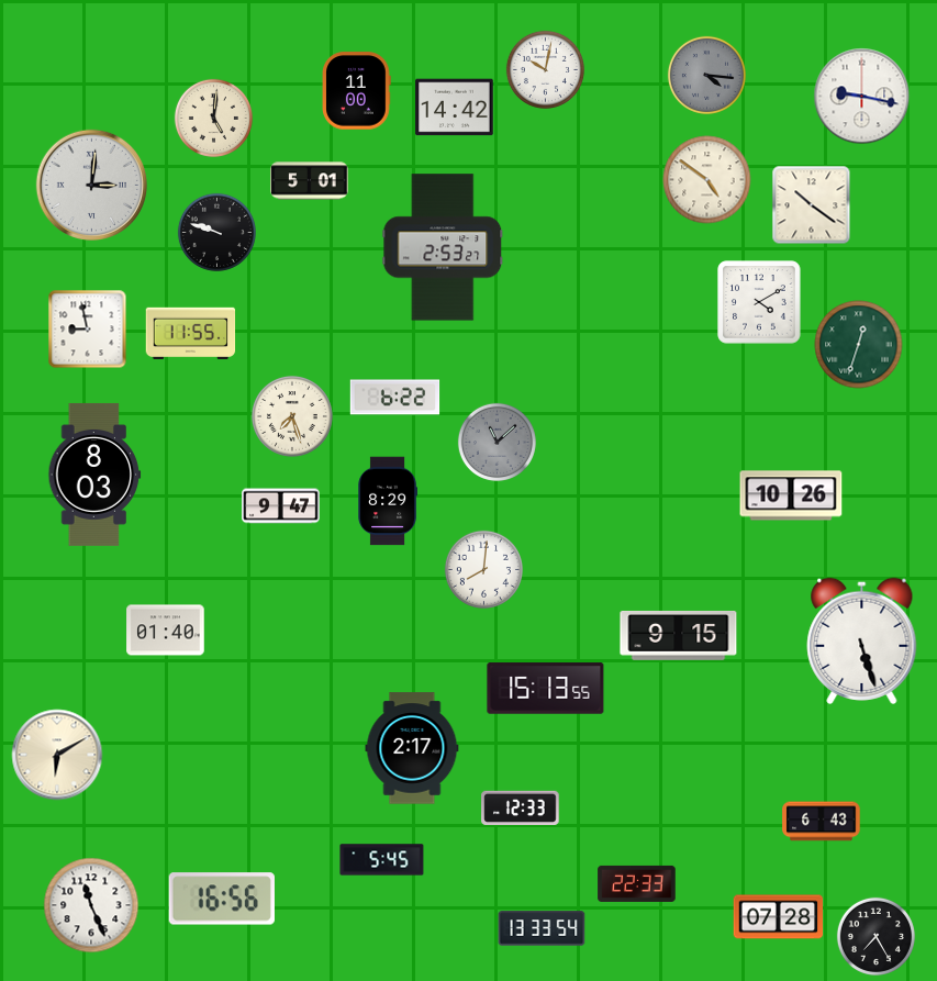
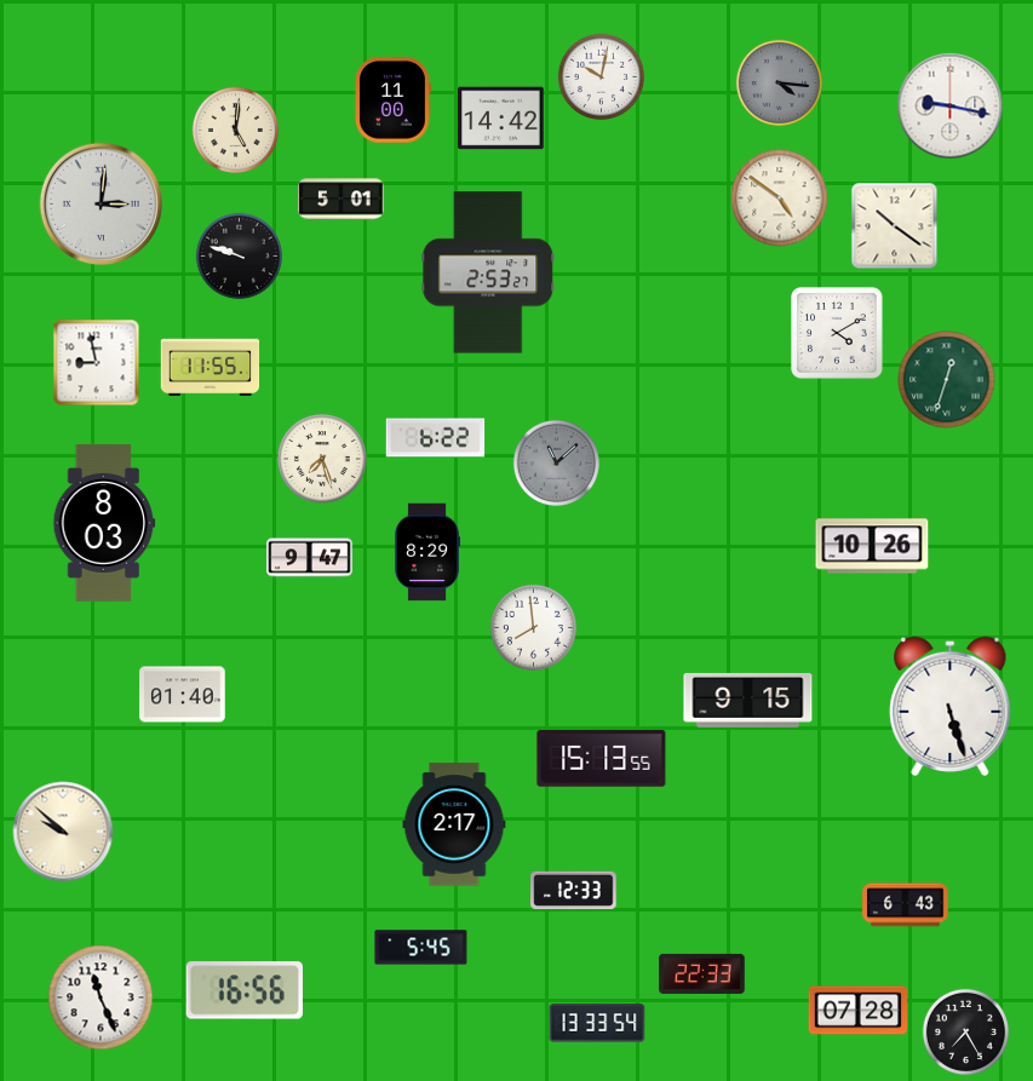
clock at (497, 442) position: (497, 442) -> (556, 462)
clock at (483, 569): 8:01 -> 7:59
clock at (57, 755): 6:10 -> 9:52
